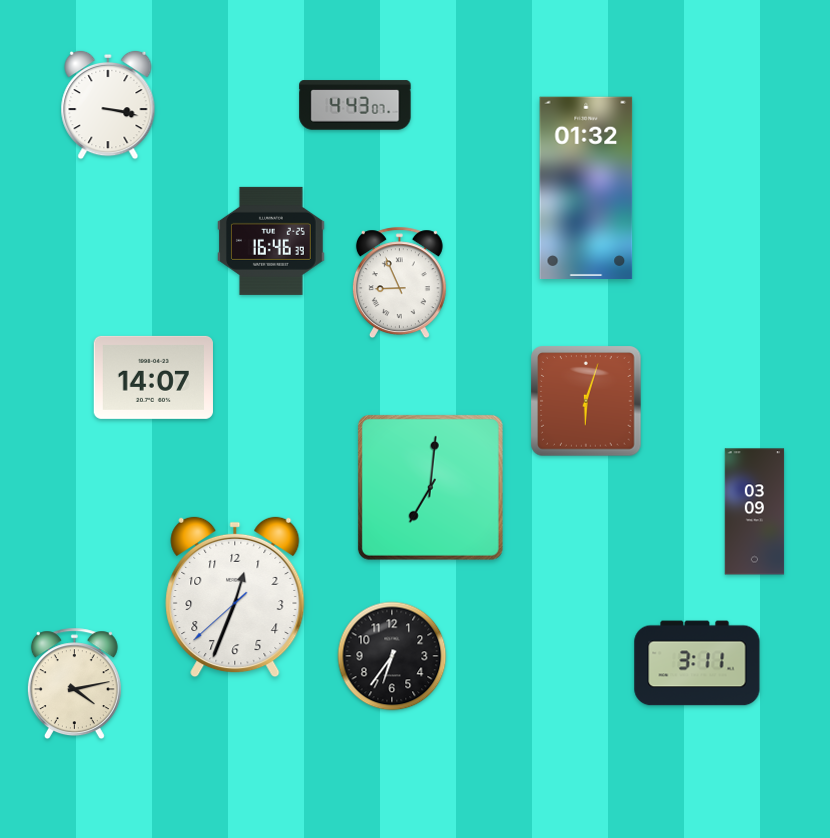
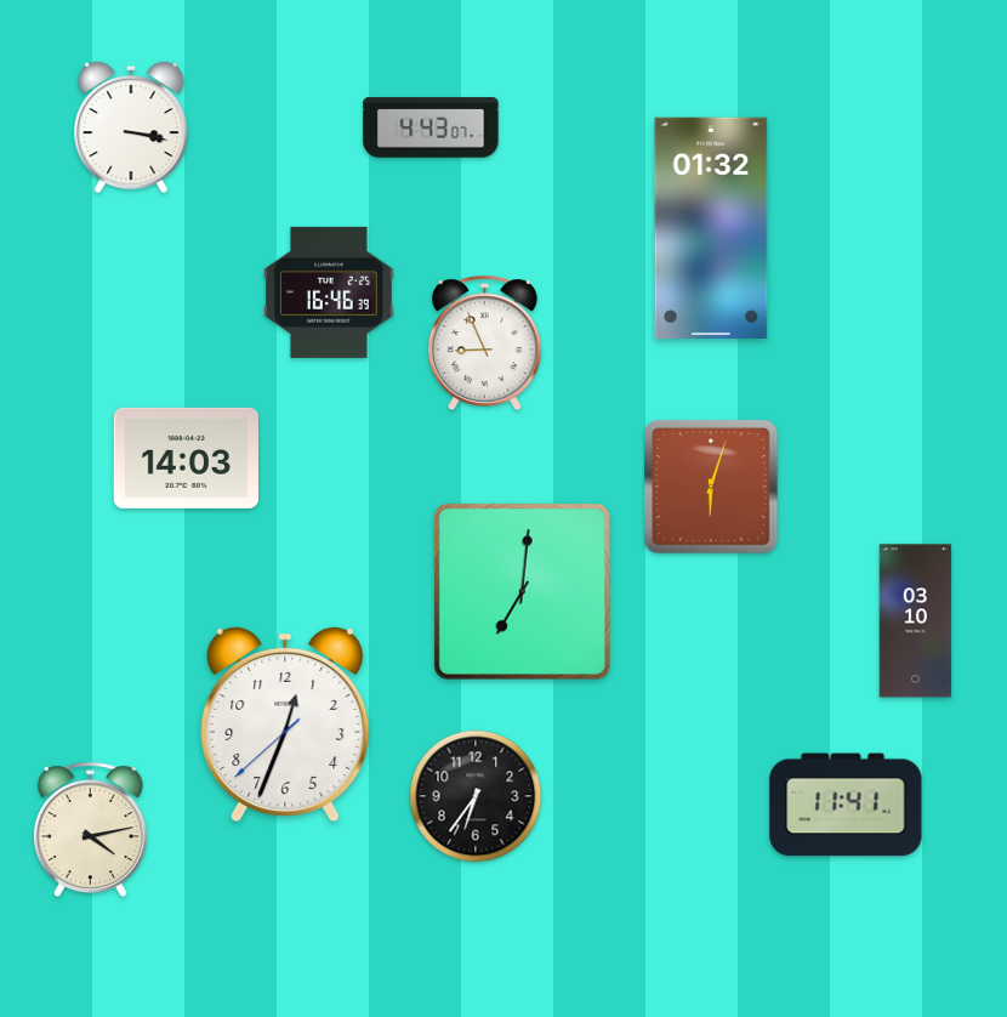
clock at (153, 377): 14:07 -> 14:03
clock at (755, 512): 03:09 -> 03:10
clock at (697, 663): 3:11 -> 11:41
